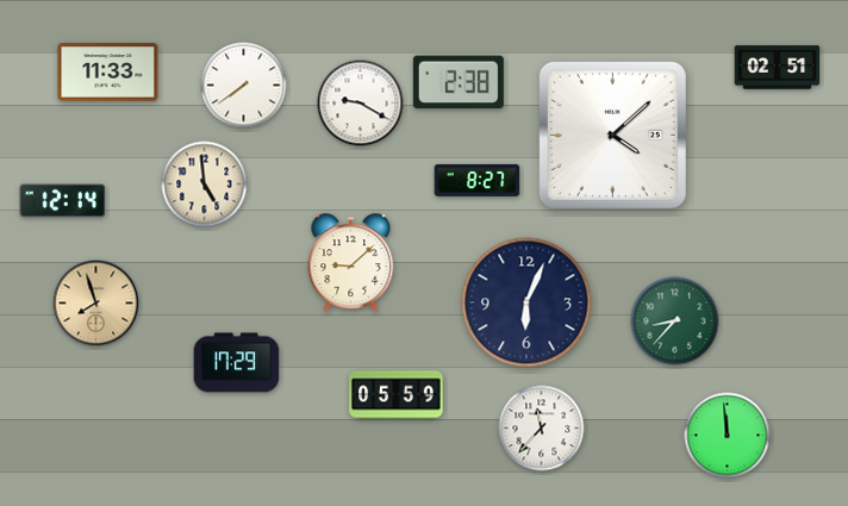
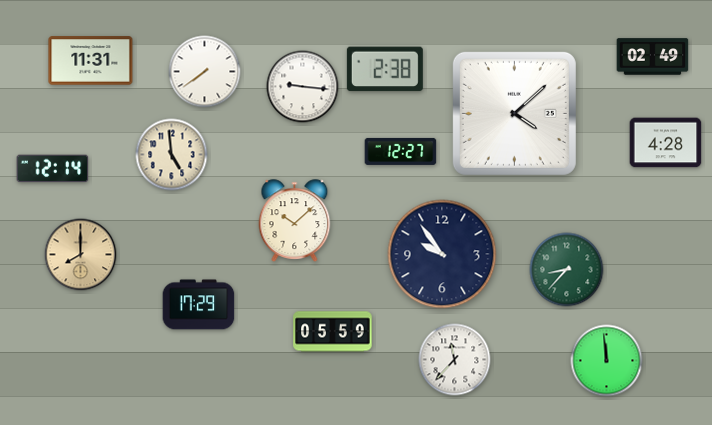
clock at (778, 68): 02:51 -> 02:49
clock at (108, 73): 11:33 -> 11:31
clock at (361, 104): 9:20 -> 9:16
clock at (666, 143): none -> 4:28
clock at (478, 180): 8:27 -> 12:27
clock at (351, 263): 9:08 -> 10:08
clock at (526, 302): 6:04 -> 9:54
clock at (96, 304): 7:57 -> 8:00
clock at (728, 436) position: (728, 436) -> (607, 361)
